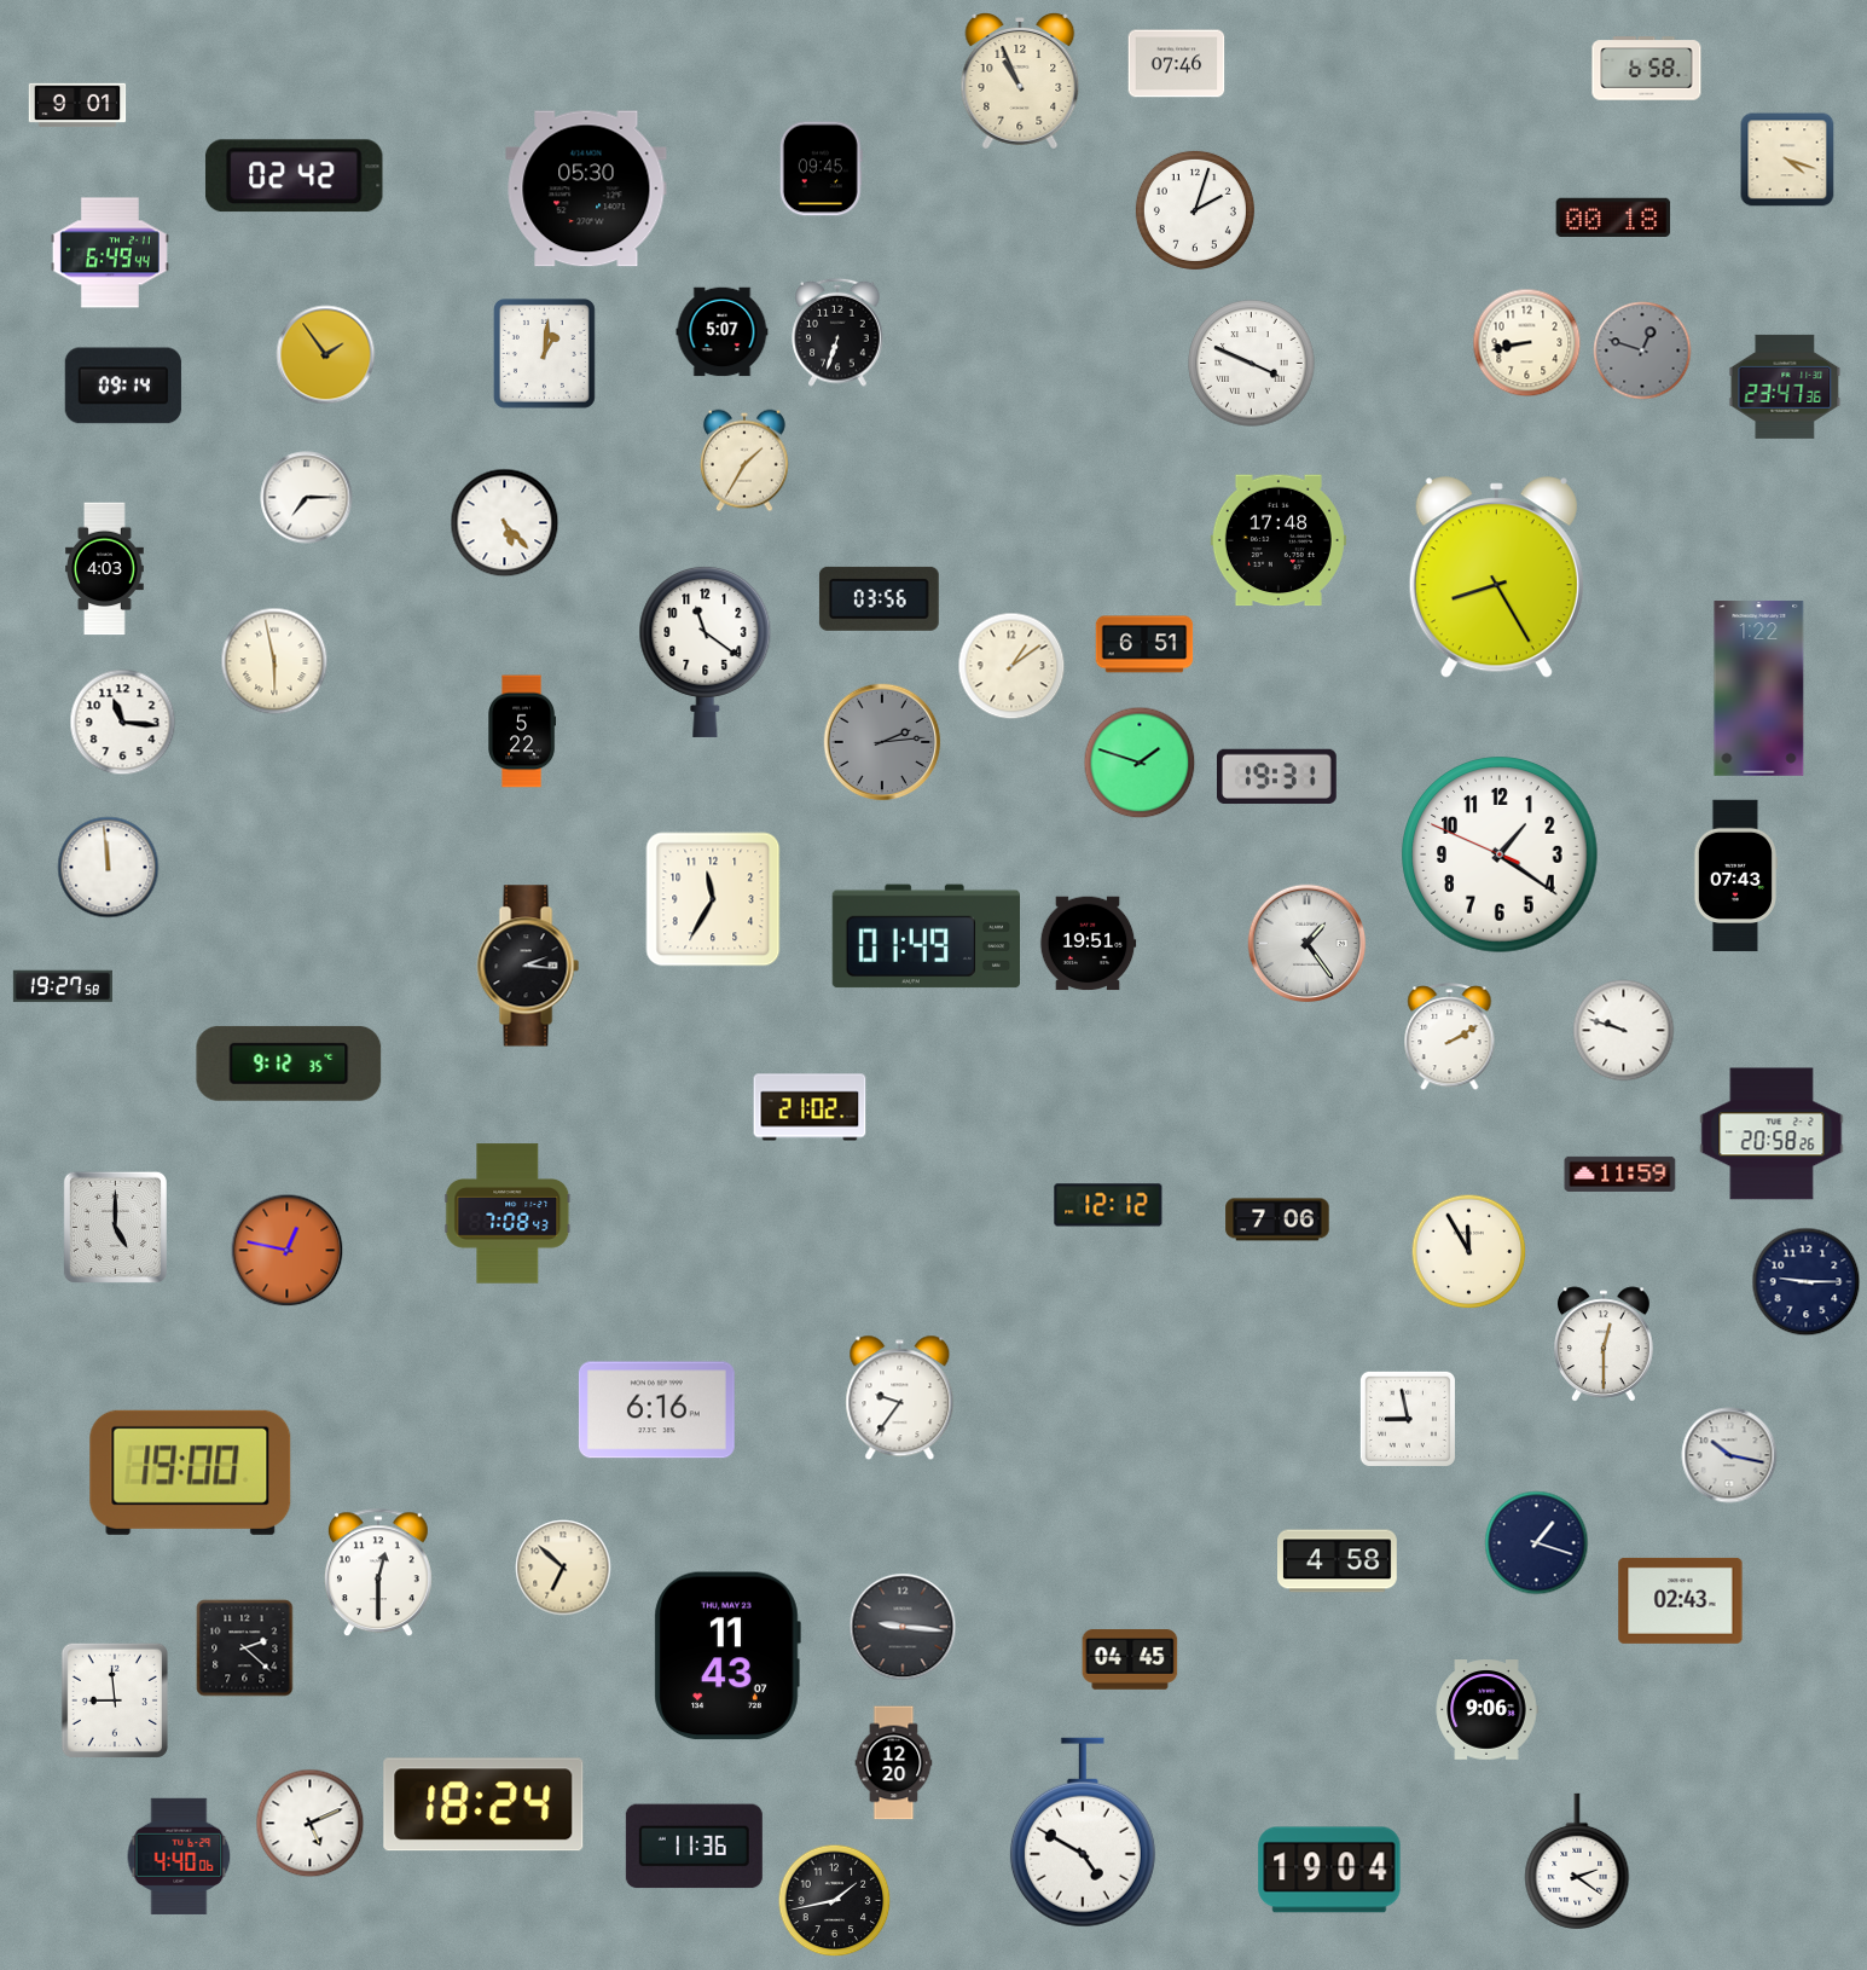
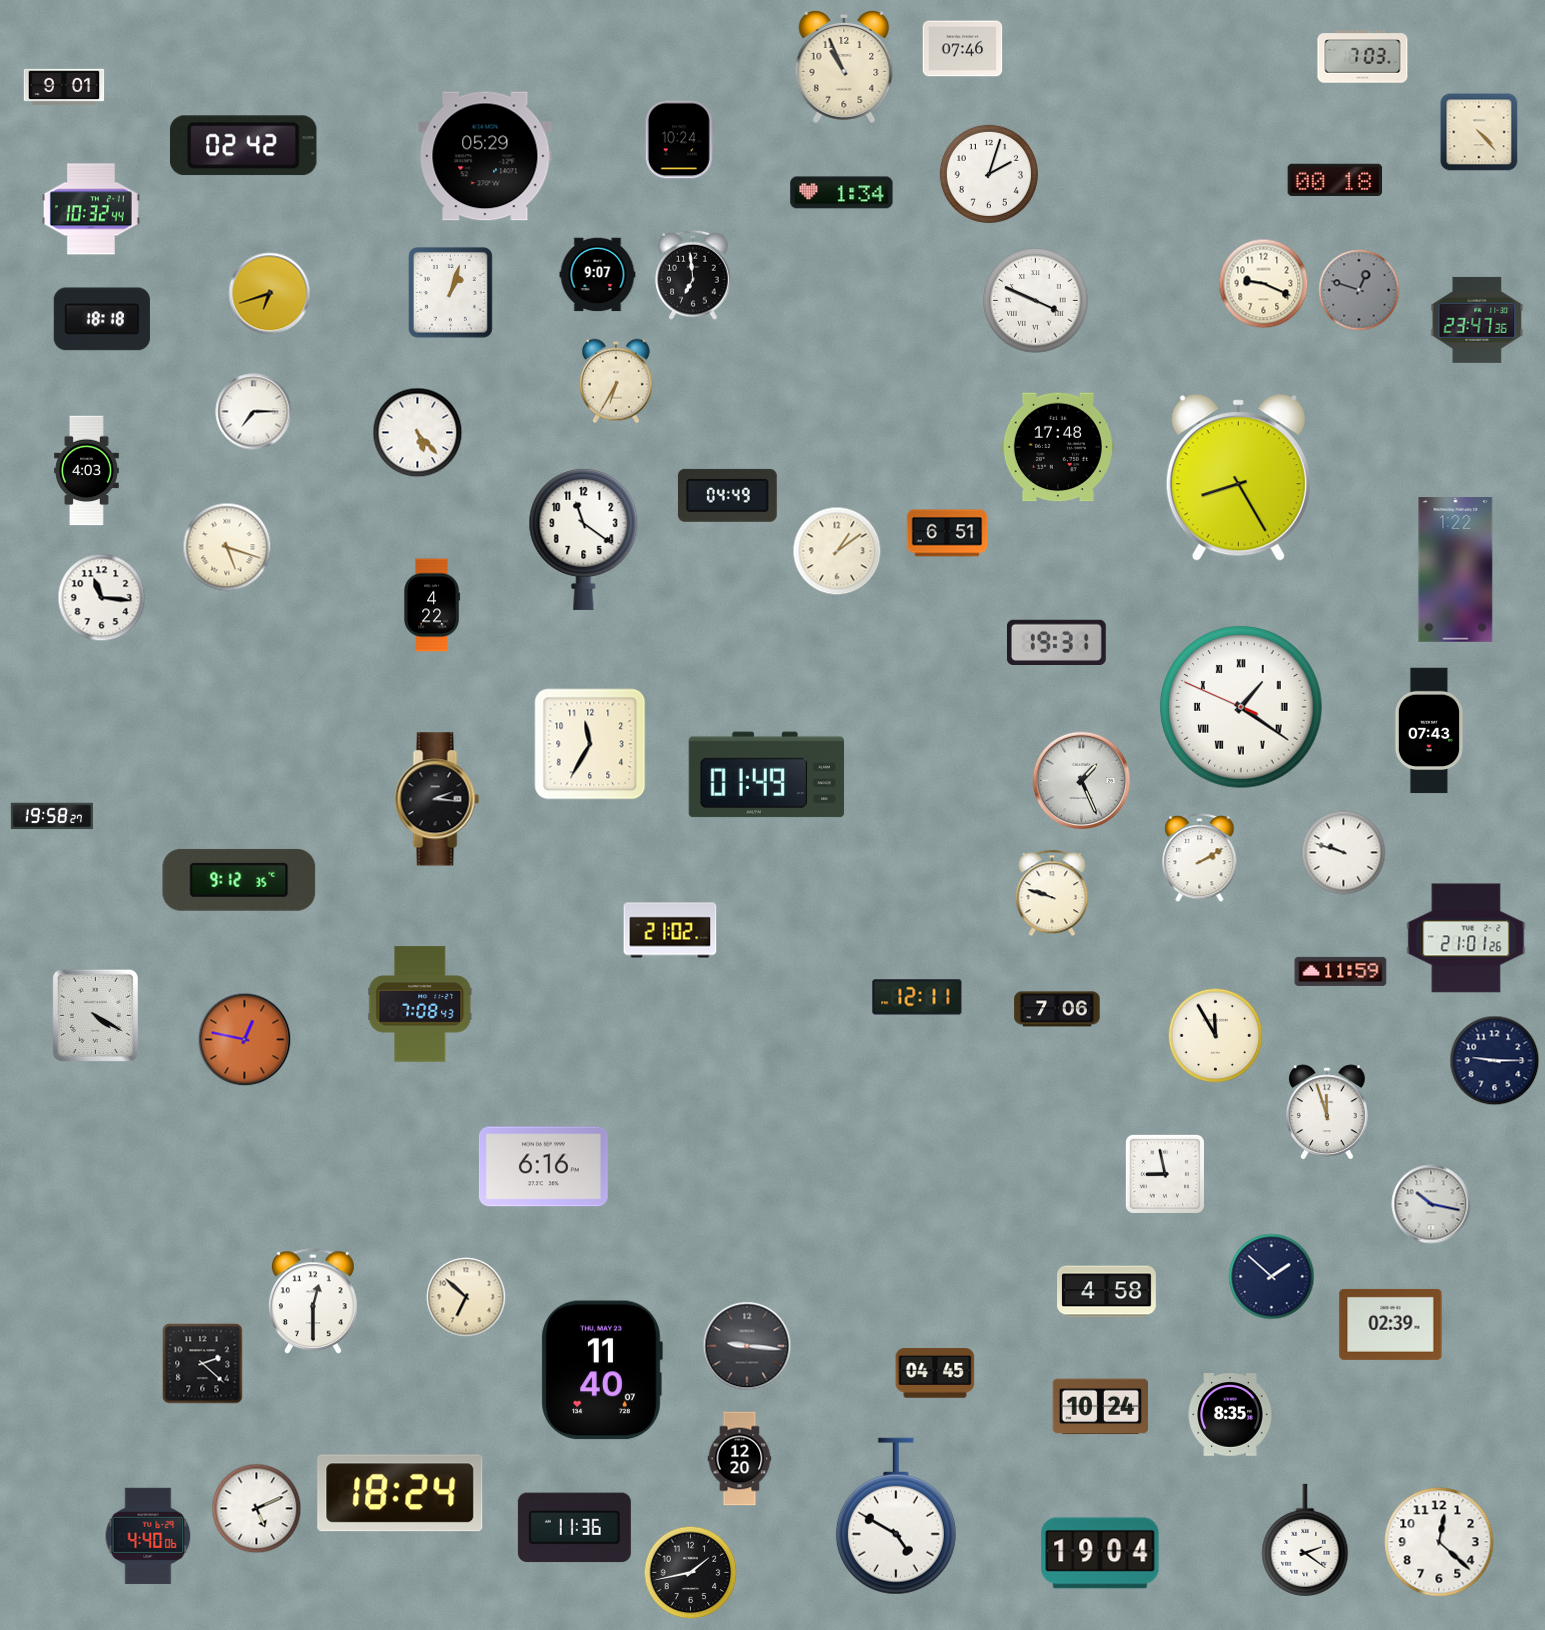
clock at (1177, 64) position: (1177, 64) -> (963, 49)
clock at (1647, 69): 6:58 -> 7:03
clock at (1787, 160): 4:18 -> 4:23
clock at (821, 169): 09:45 -> 10:24
clock at (586, 189): 05:30 -> 05:29
clock at (842, 193): none -> 1:34
clock at (110, 253): 6:49 -> 10:32
clock at (723, 332): 5:07 -> 9:07
clock at (837, 332): 6:33 -> 6:59
clock at (1527, 343): 8:43 -> 9:19
clock at (544, 354): 1:01 -> 1:03
clock at (326, 355): 1:54 -> 6:42
clock at (123, 386): 09:14 -> 18:18
clock at (744, 460): 1:35 -> 6:35
clock at (879, 598): 03:56 -> 04:49
clock at (274, 661): 5:58 -> 5:18
clock at (523, 731): 5:22 -> 4:22
clock at (882, 742): 2:14 -> none
clock at (1140, 763): 1:48 -> none
clock at (1500, 854) numerals: Arabic -> Roman
clock at (109, 868): 11:59 -> none
clock at (1735, 876) position: (1735, 876) -> (1429, 731)
clock at (1088, 944): 19:51 -> none
clock at (1308, 944): 1:24 -> 1:26
clock at (63, 986): 19:27 -> 19:58
clock at (1052, 893): none -> 9:48
clock at (810, 1107) position: (810, 1107) -> (670, 930)
clock at (1772, 1134): 20:58 -> 21:01
clock at (1108, 1205): 12:12 -> 12:11
clock at (115, 1227): 5:00 -> 4:20
clock at (288, 1251) position: (288, 1251) -> (245, 1040)
clock at (1605, 1344): 12:30 -> 11:57
clock at (900, 1398): 9:36 -> none
clock at (191, 1472): 19:00 -> none
clock at (1537, 1543): 1:18 -> 1:52
clock at (1681, 1600): 02:43 -> 02:39
clock at (727, 1656): 11:43 -> 11:40
clock at (115, 1700): 8:59 -> none
clock at (1101, 1407): none -> 10:24
clock at (1486, 1710): 9:06 -> 8:35
clock at (1439, 1542): none -> 12:22
clock at (1329, 1870) position: (1329, 1870) -> (1100, 1553)
